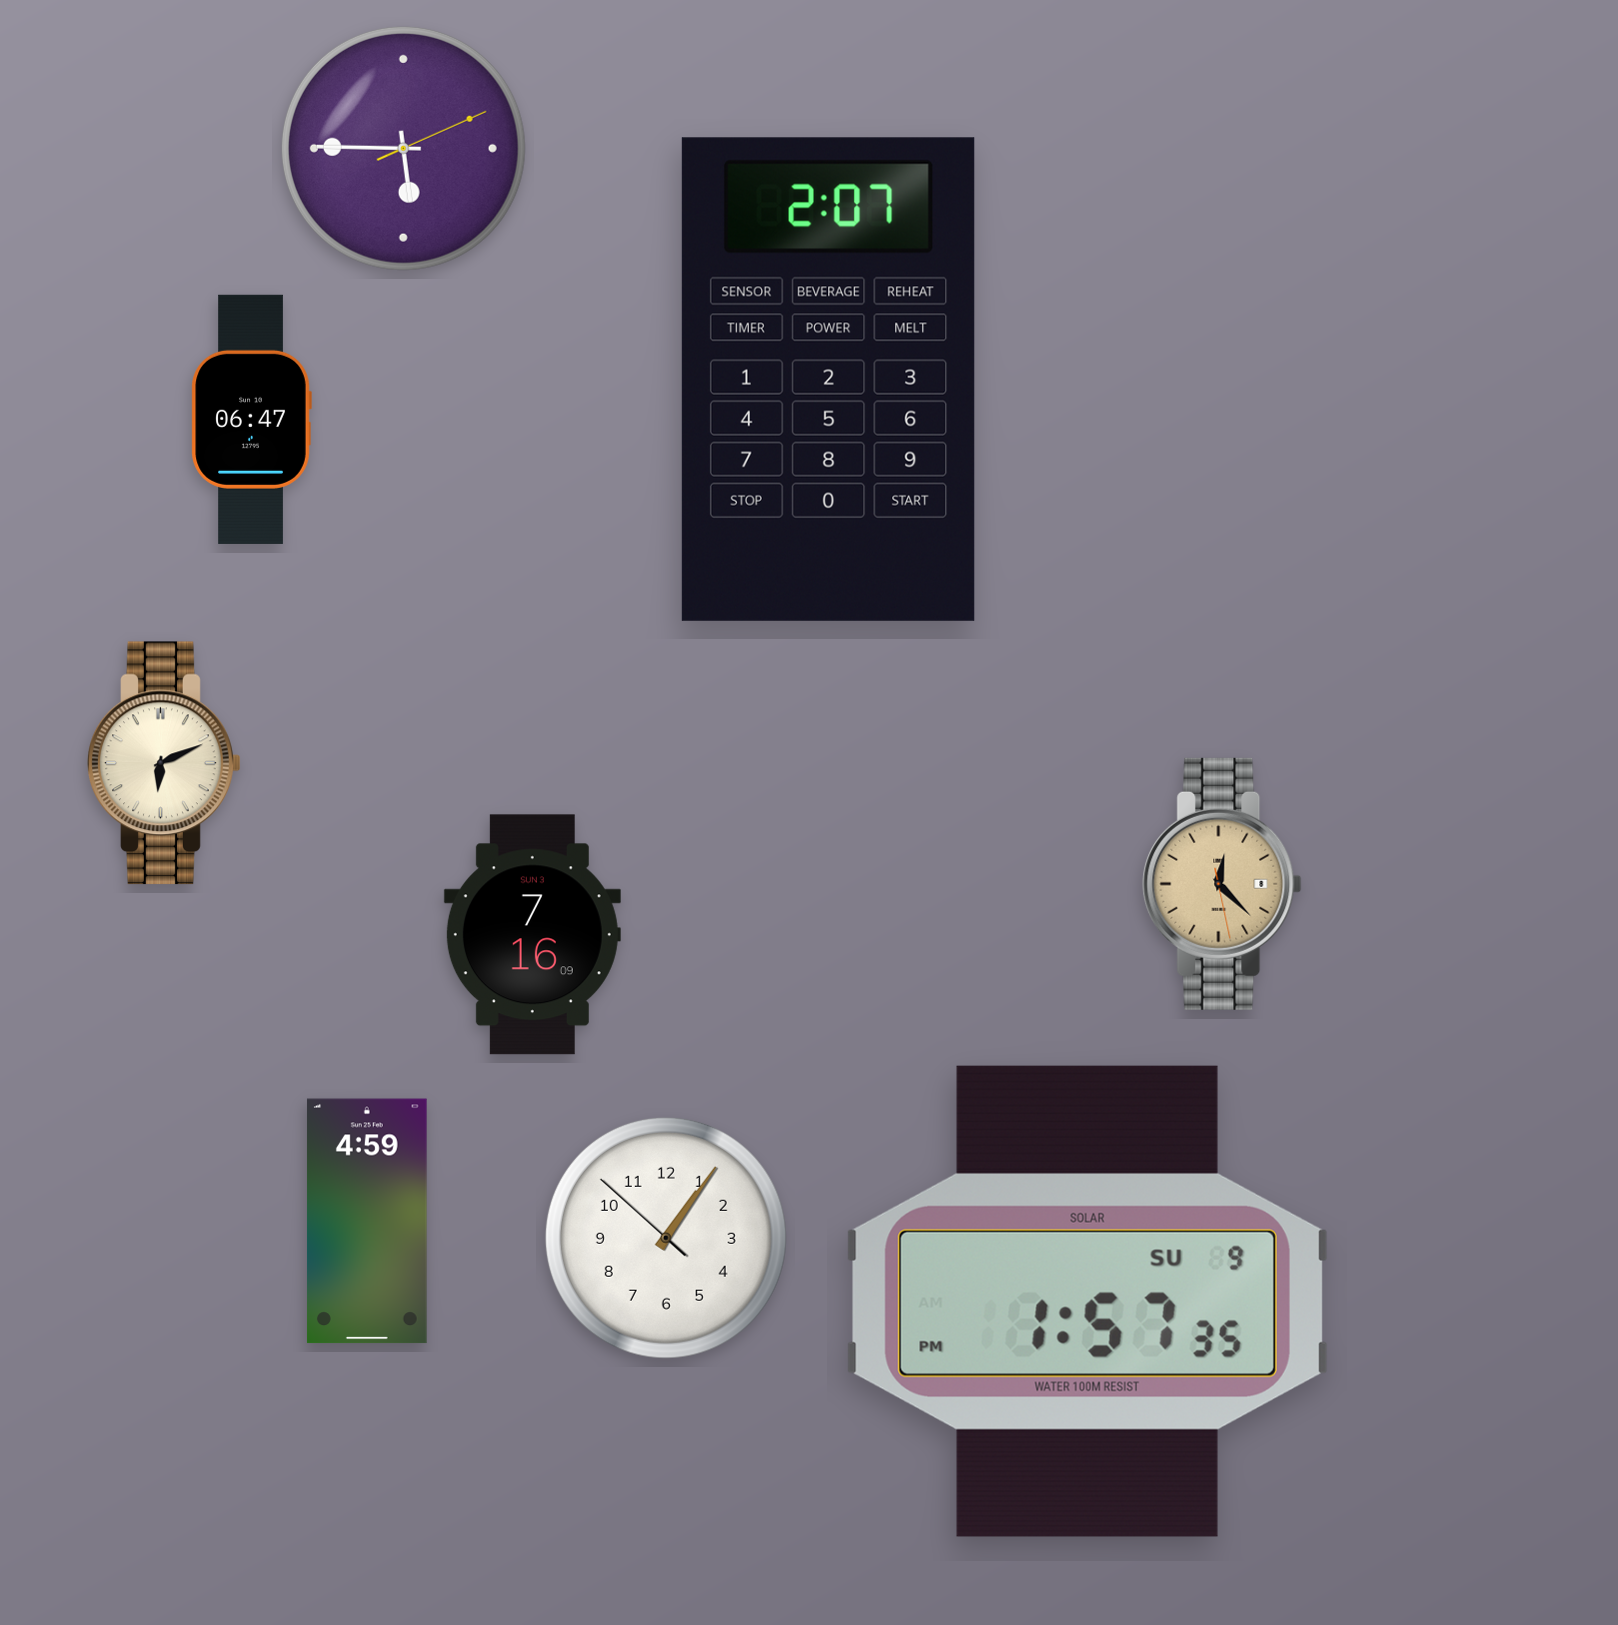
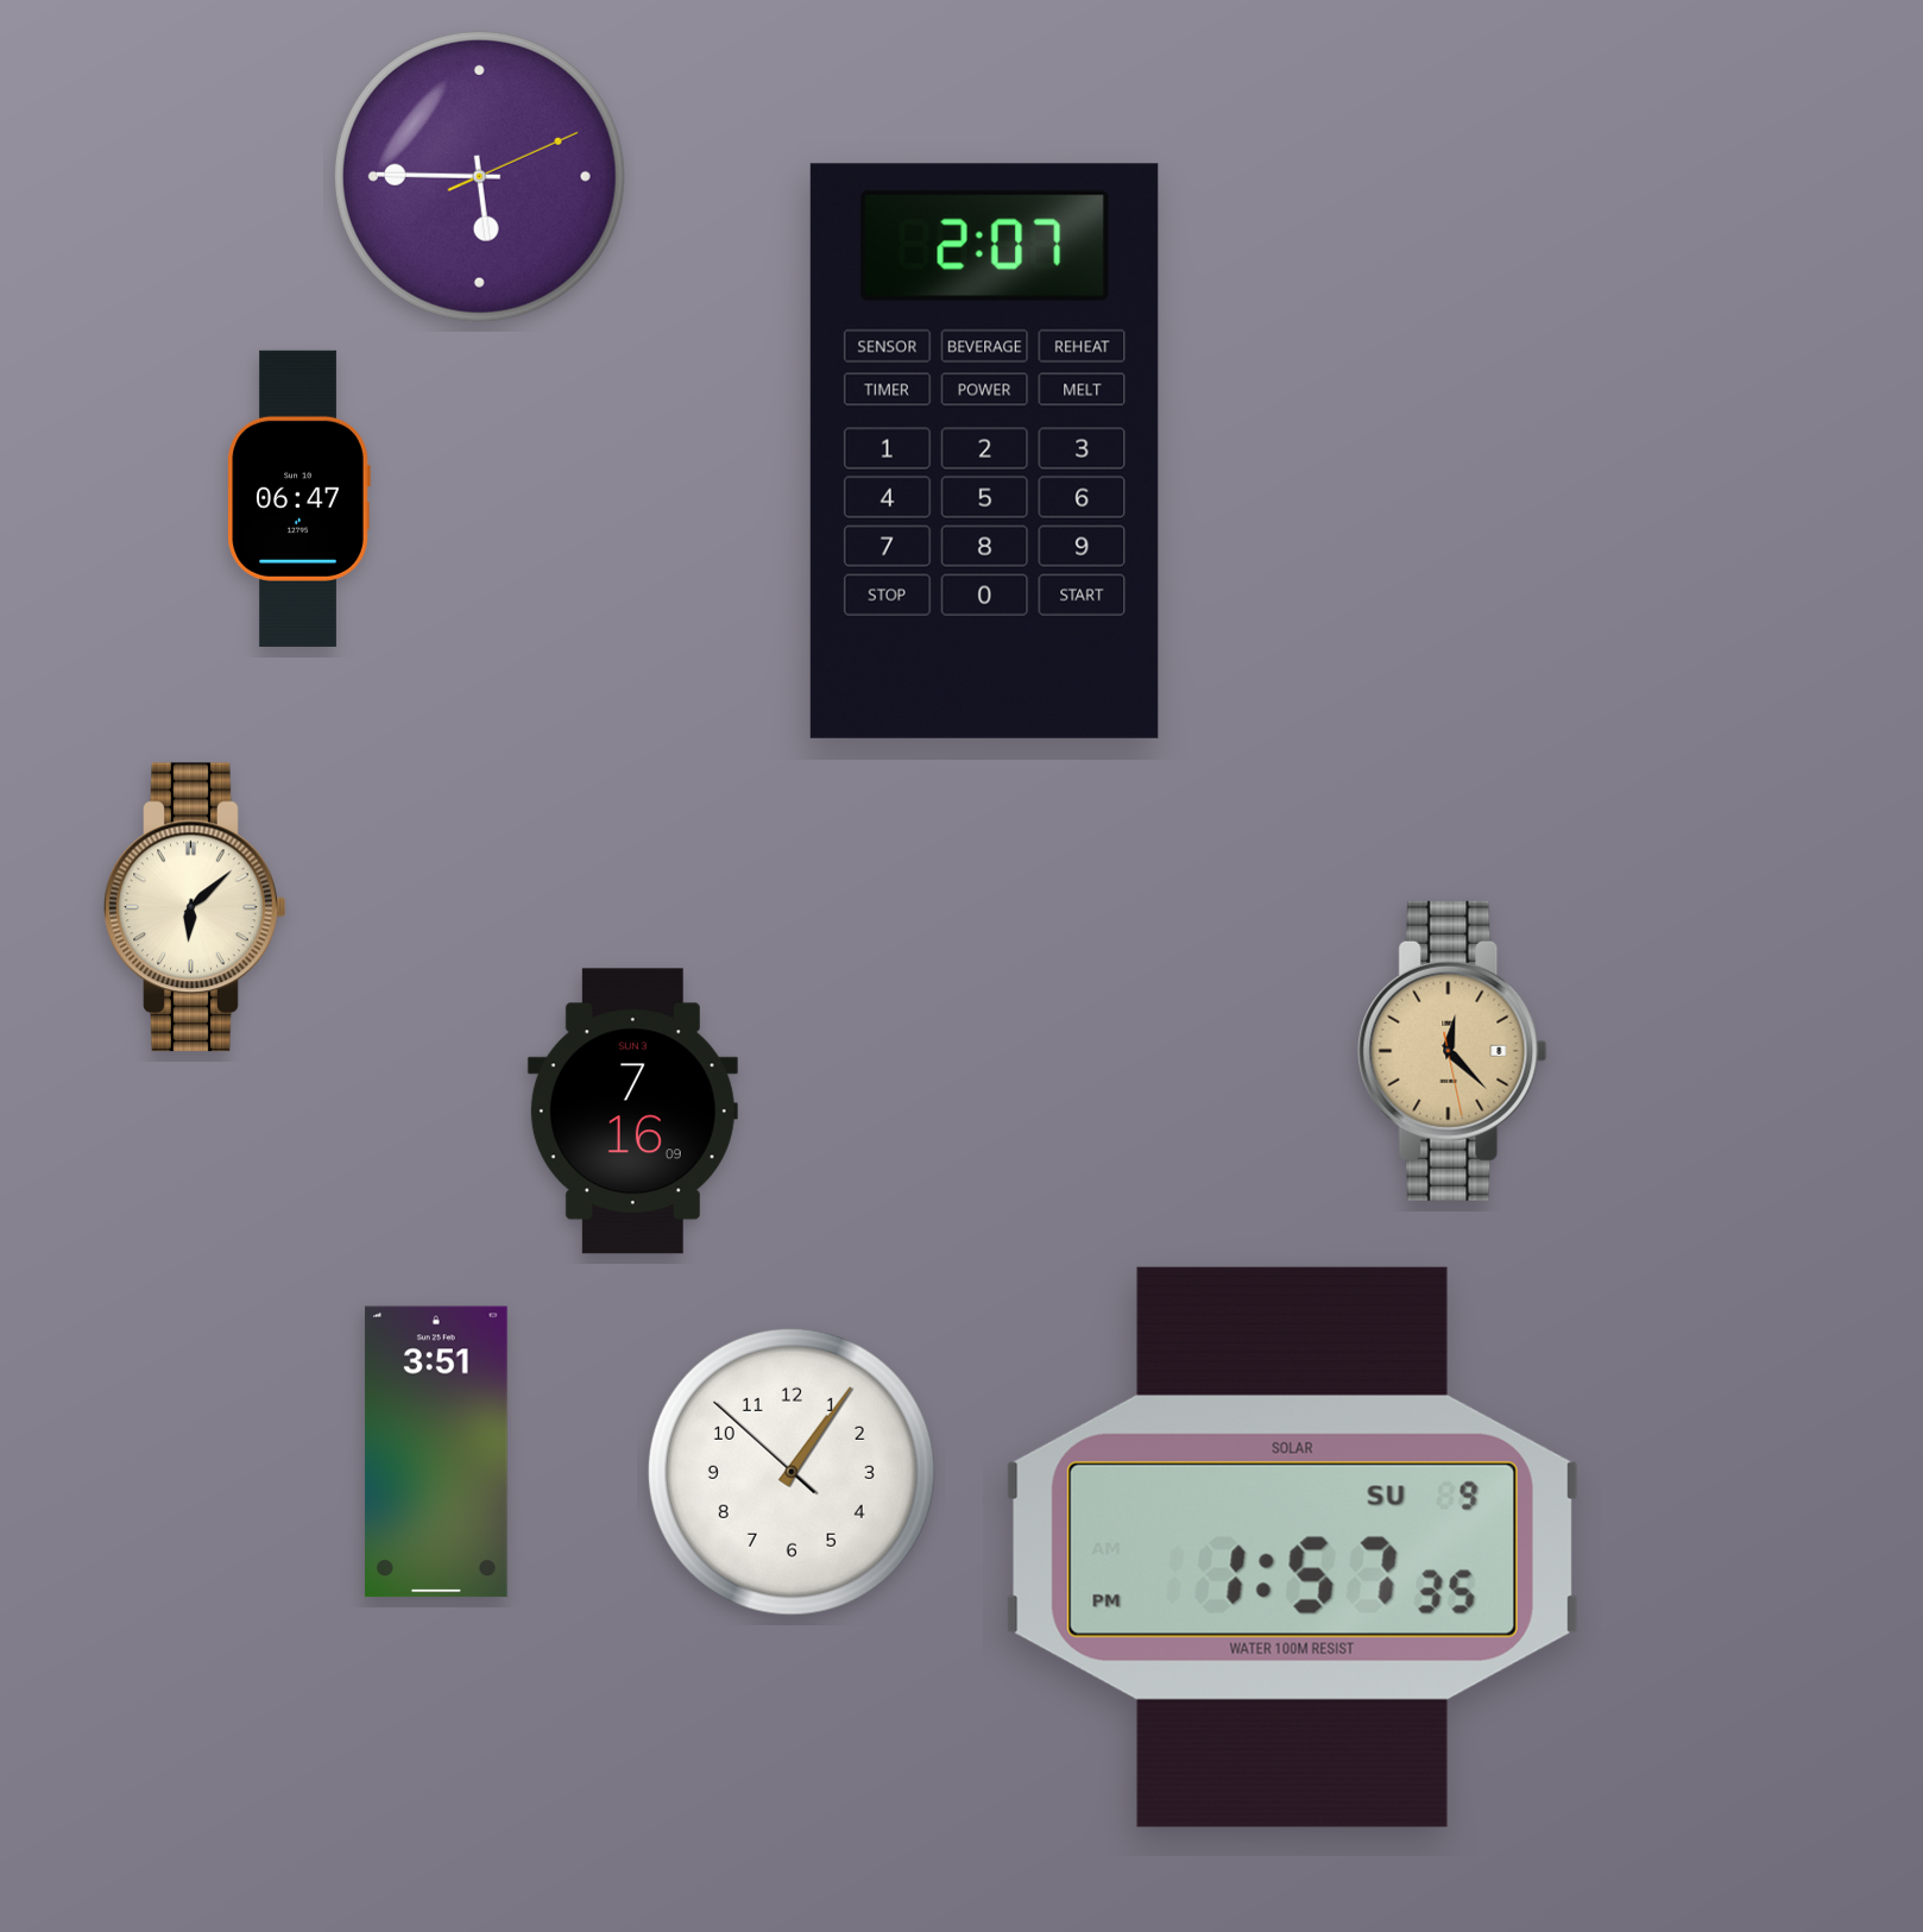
clock at (164, 763): 6:11 -> 6:08
clock at (367, 1221): 4:59 -> 3:51
